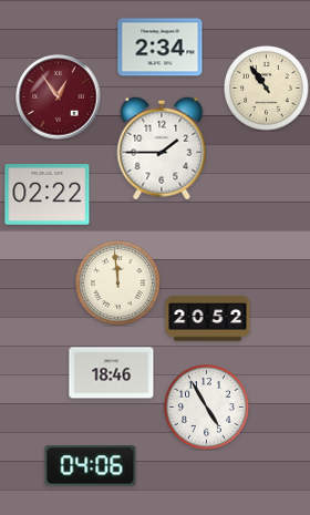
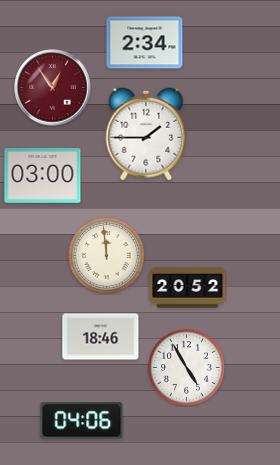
clock at (267, 89): 10:54 -> none
clock at (48, 195): 02:22 -> 03:00
